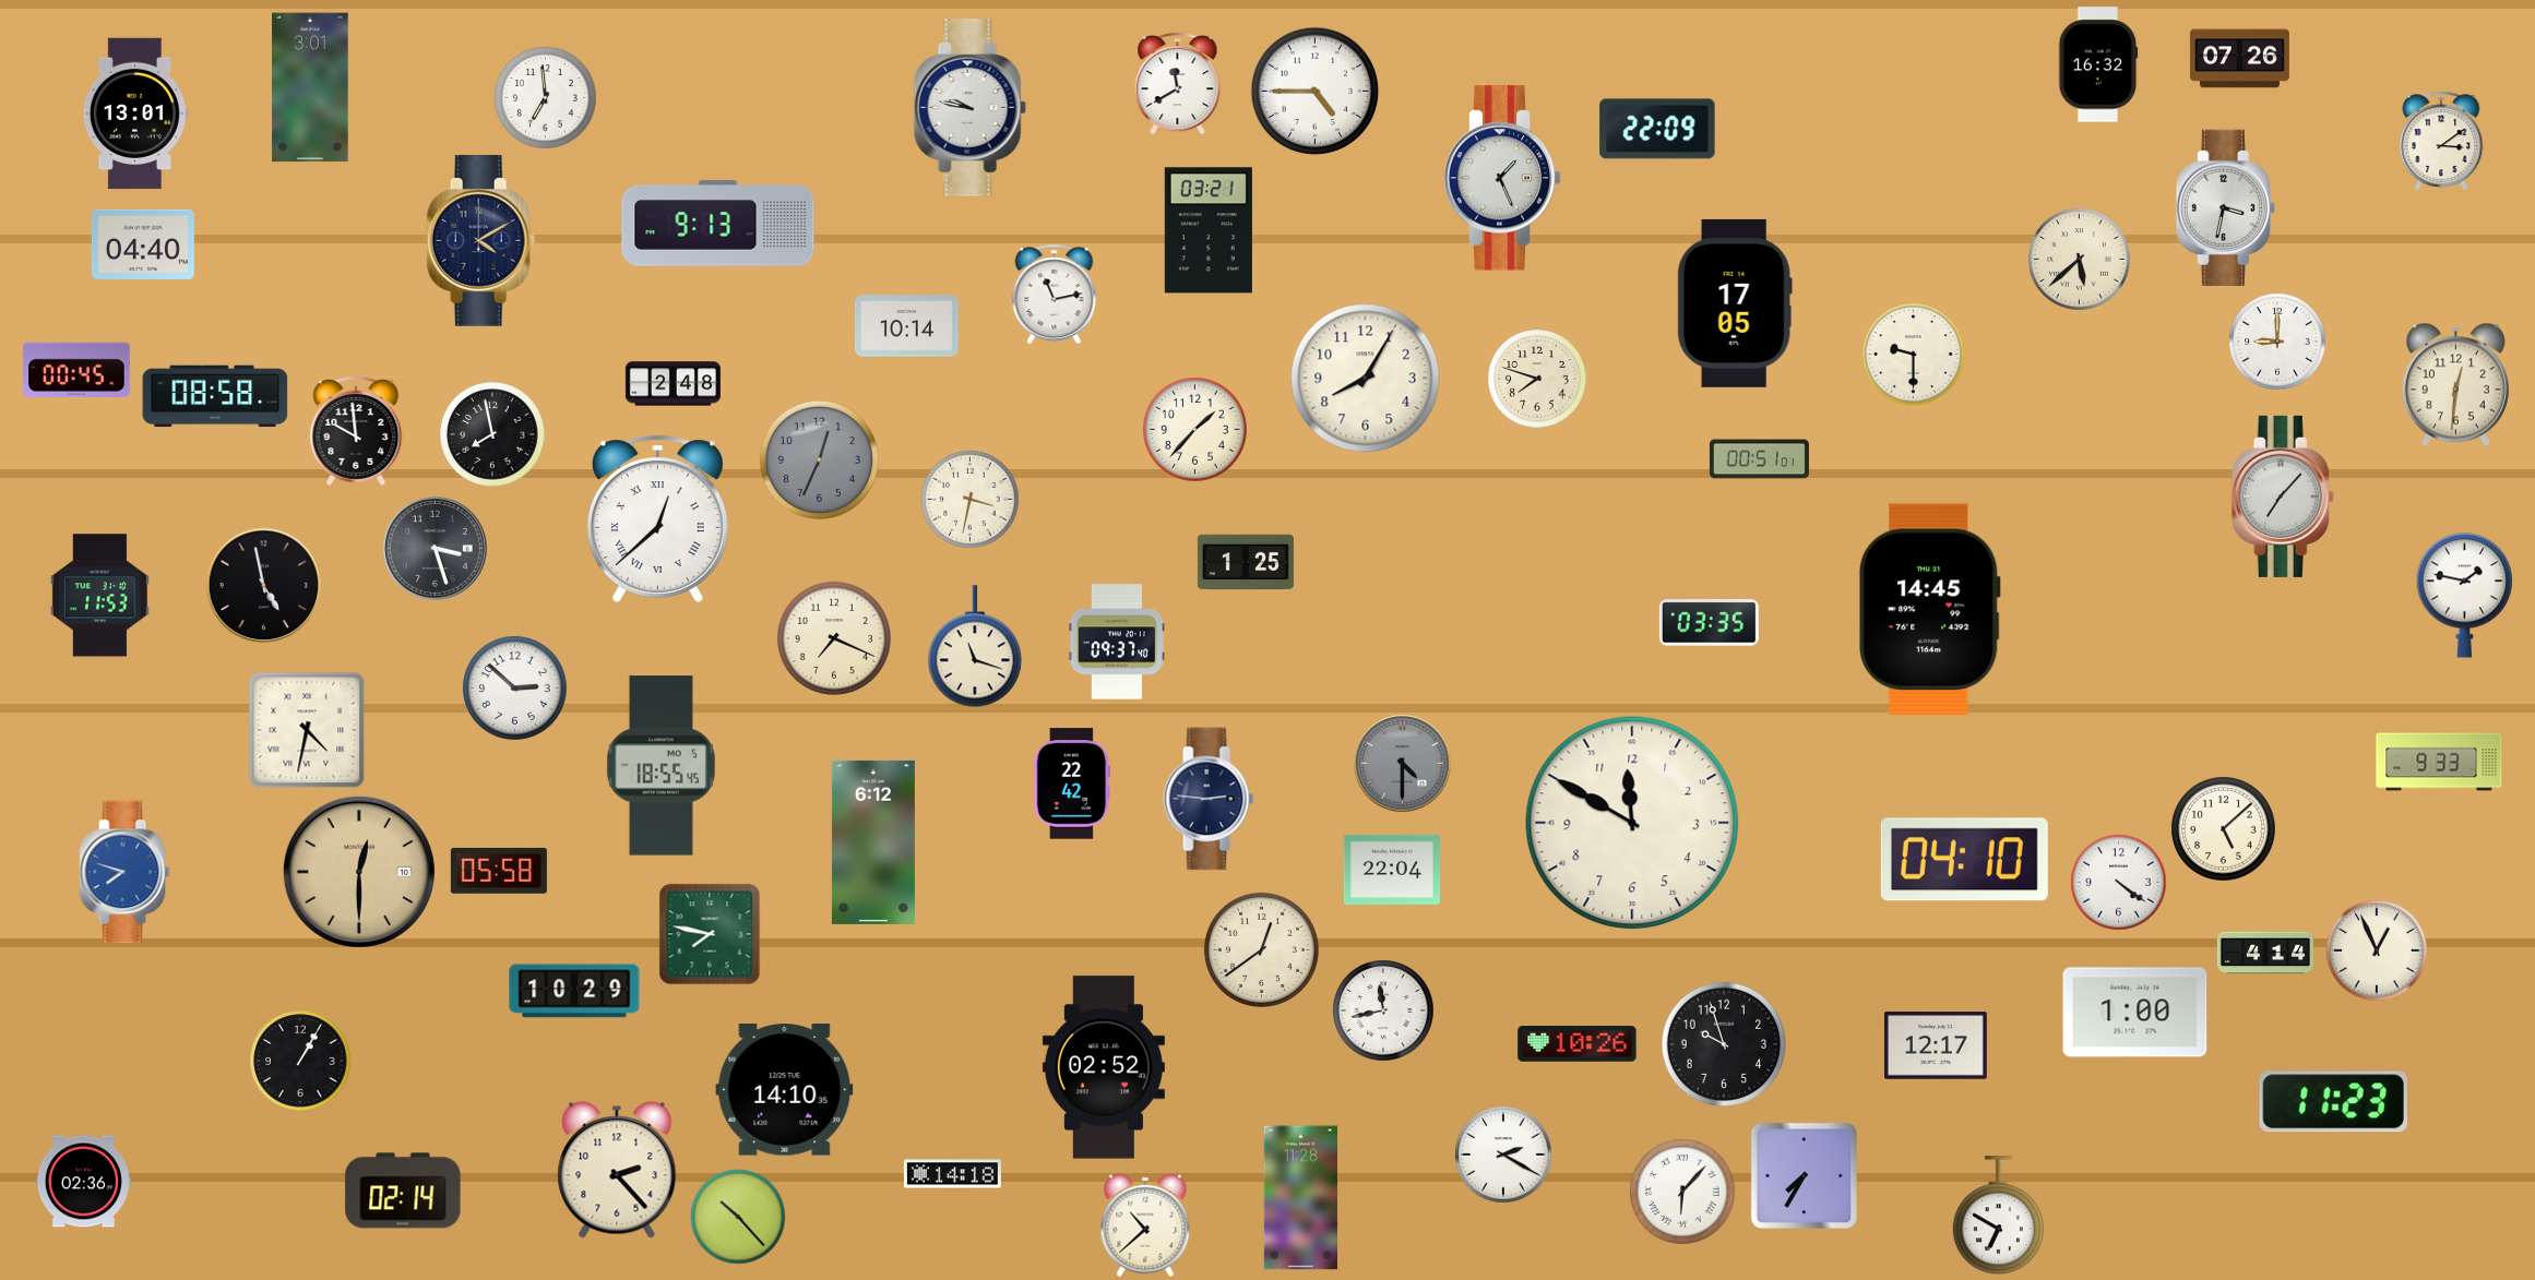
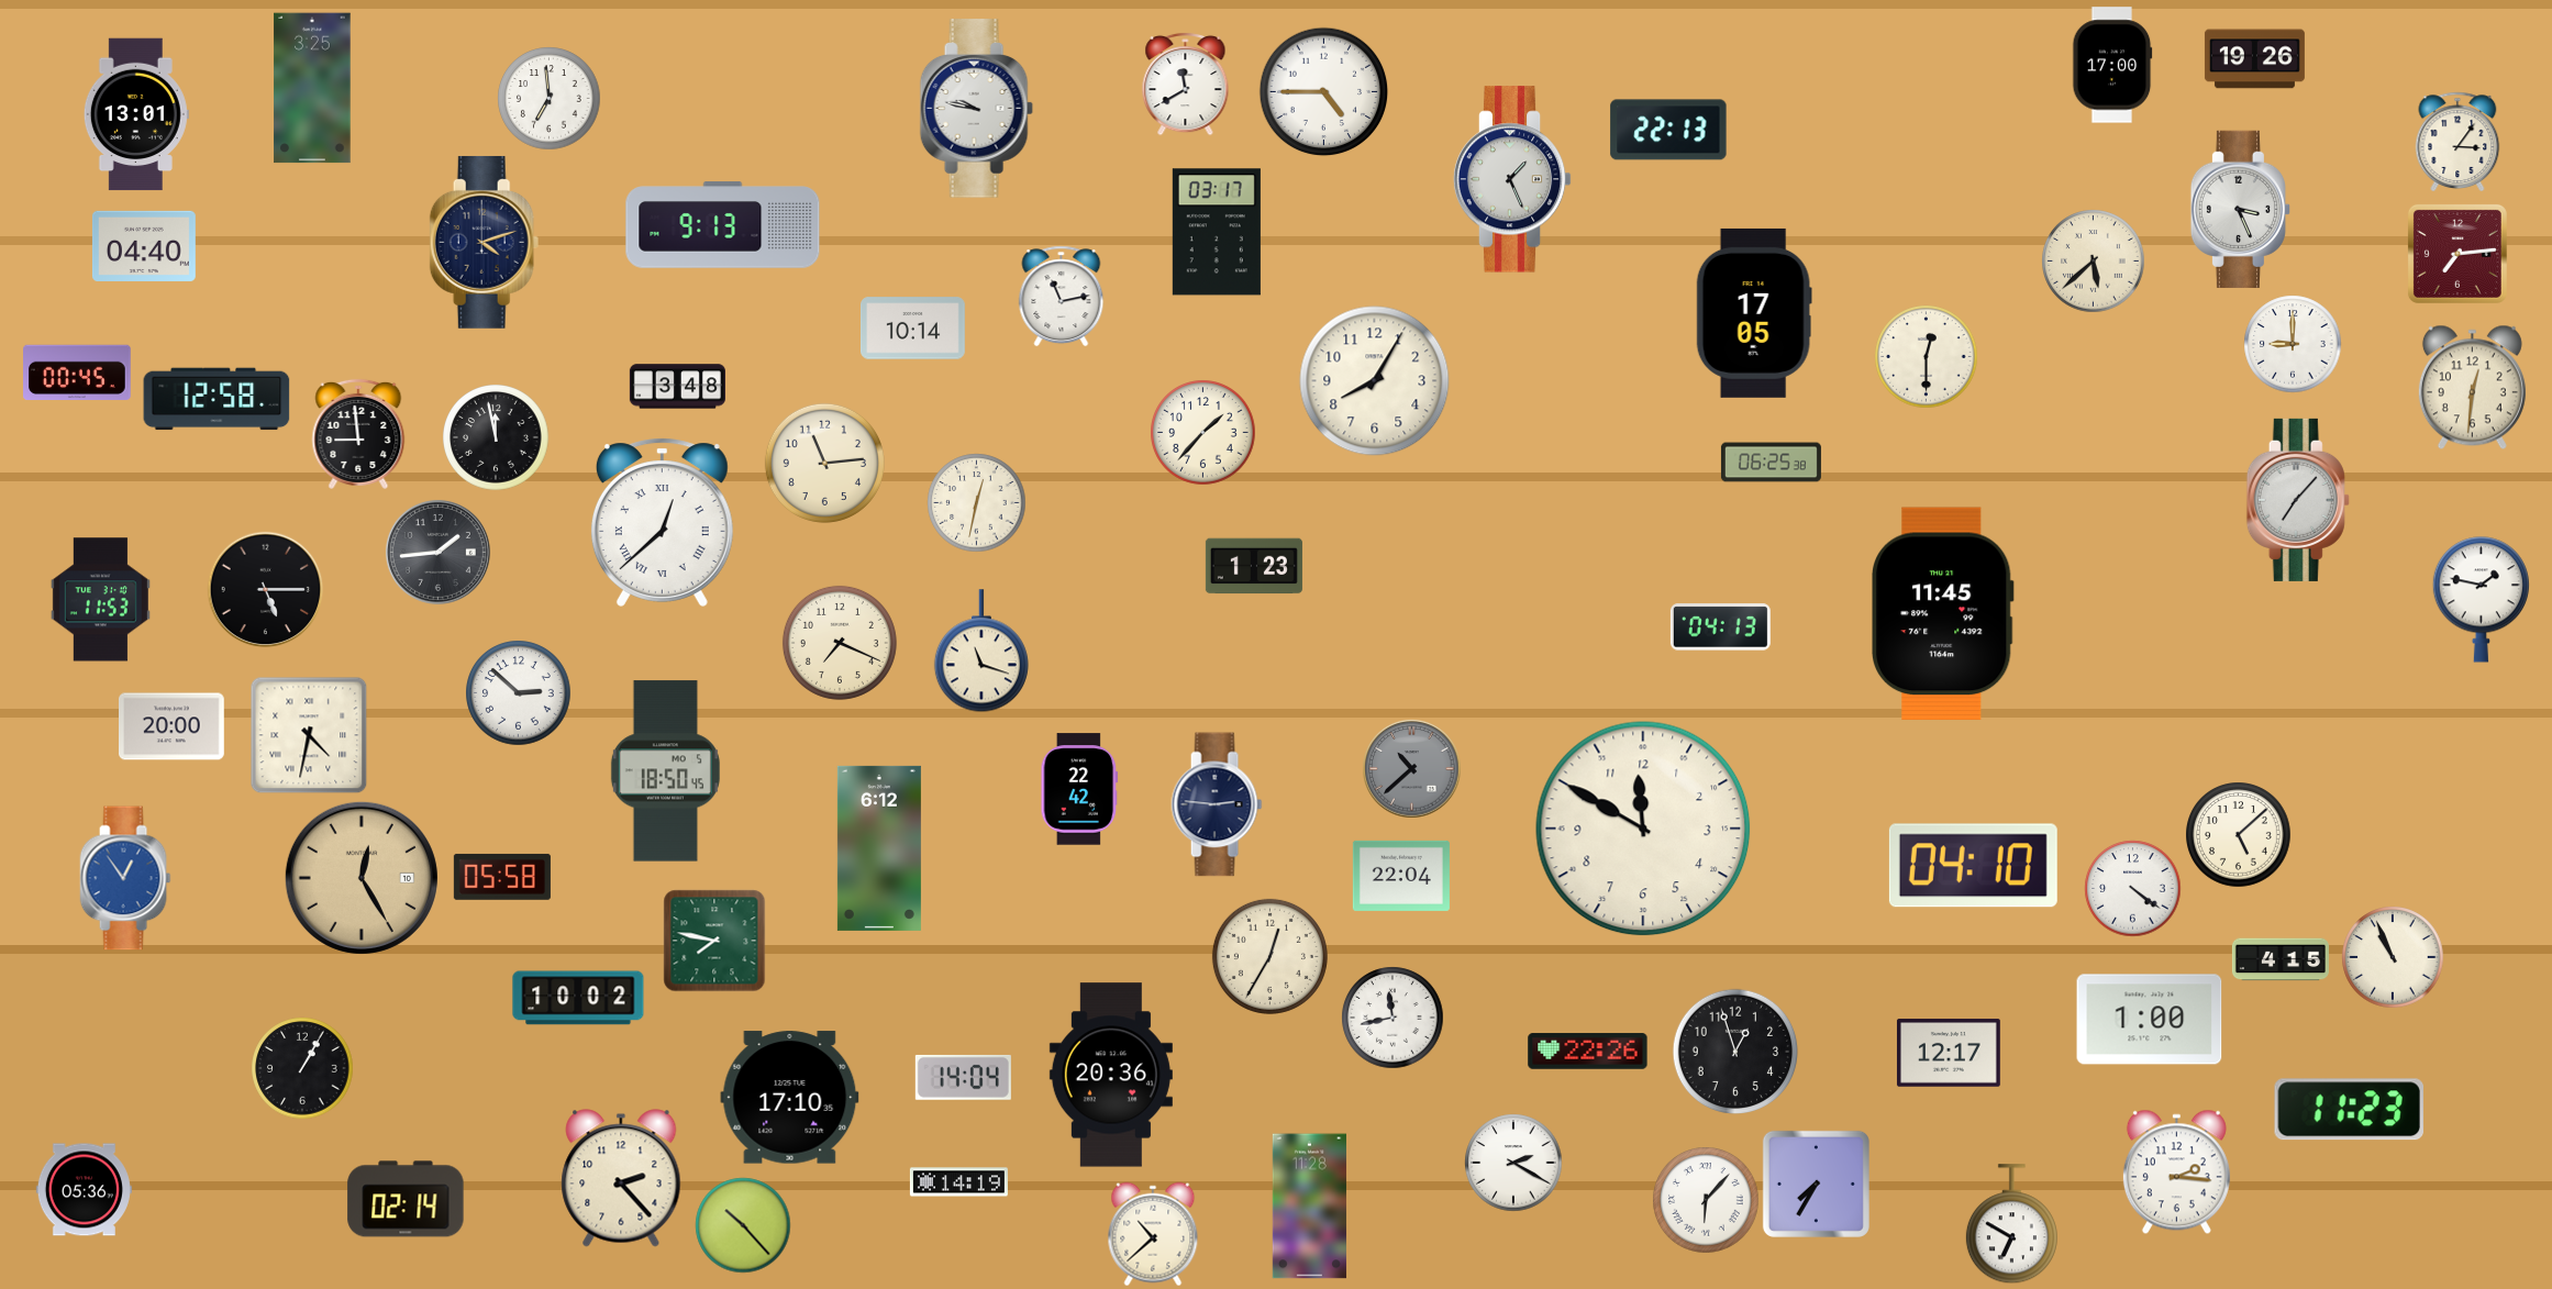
clock at (2239, 59): 07:26 -> 19:26
clock at (2098, 64): 16:32 -> 17:00
clock at (310, 87): 3:01 -> 3:25
clock at (1657, 129): 22:09 -> 22:13
clock at (2441, 140): 3:09 -> 3:06
clock at (2225, 207): 3:32 -> 3:26
clock at (1209, 230): 03:21 -> 03:17
clock at (481, 240): 4:10 -> 4:12
clock at (2457, 254): none -> 7:14
clock at (1735, 303) position: (1735, 303) -> (1754, 313)
clock at (1913, 354): 9:30 -> 12:30
clock at (1537, 379): 7:48 -> none
clock at (673, 384): 2:48 -> 3:48
clock at (215, 396): 08:58 -> 12:58
clock at (356, 431): 9:59 -> 8:59
clock at (492, 434): 7:58 -> 11:58
clock at (819, 459): 12:34 -> 11:14
clock at (819, 459) dial: grey -> cream
clock at (1759, 459): 00:51 -> 06:25
clock at (969, 499): 3:32 -> 12:32
clock at (435, 548): 3:27 -> 1:44
clock at (1246, 562): 1:25 -> 1:23
clock at (263, 585): 4:58 -> 5:15
clock at (1930, 610): 14:45 -> 11:45
clock at (1709, 623): 03:35 -> 04:13
clock at (1117, 642): 09:37 -> none
clock at (173, 726): none -> 20:00
clock at (2439, 762): 9:33 -> none
clock at (1402, 763): 4:30 -> 10:38
clock at (660, 766): 18:55 -> 18:50
clock at (1964, 860) position: (1964, 860) -> (1973, 866)
clock at (124, 872): 7:48 -> 12:54
clock at (359, 872): 12:30 -> 12:25
clock at (1261, 949): 12:39 -> 12:35
clock at (2377, 950): 12:56 -> 10:56
clock at (2265, 953): 4:14 -> 4:15
clock at (574, 991): 10:29 -> 10:02
clock at (1723, 1043): 9:57 -> 12:57
clock at (1578, 1044): 10:26 -> 22:26
clock at (1104, 1067): 02:52 -> 20:36
clock at (963, 1077): none -> 14:04
clock at (785, 1090): 14:10 -> 17:10
clock at (2176, 1171): none -> 2:16
clock at (952, 1174): 14:18 -> 14:19
clock at (83, 1182): 02:36 -> 05:36
clock at (1682, 1192) position: (1682, 1192) -> (1706, 1200)
